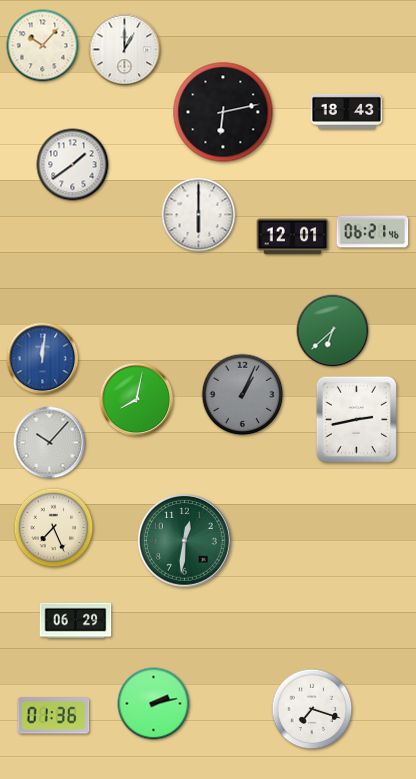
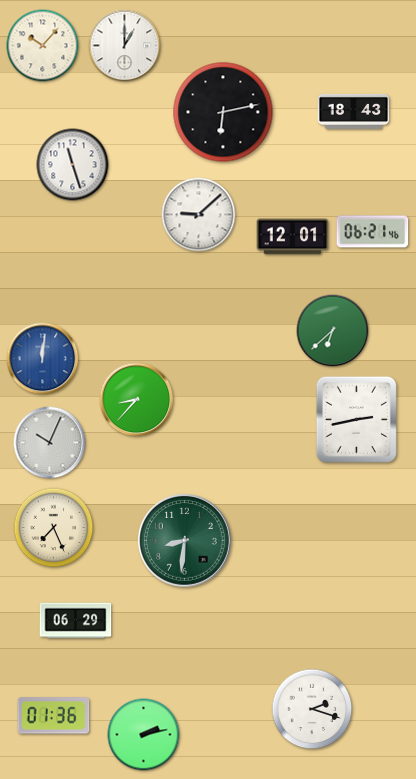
clock at (125, 50) position: (125, 50) -> (125, 46)
clock at (347, 111) position: (347, 111) -> (354, 111)
clock at (73, 165): 1:39 -> 11:27
clock at (199, 215): 6:00 -> 9:08
clock at (243, 395): 1:04 -> none
clock at (137, 400): 8:02 -> 8:37
clock at (50, 443): 10:07 -> 10:04
clock at (185, 541): 12:31 -> 8:31
clock at (154, 704) position: (154, 704) -> (144, 735)
clock at (312, 709): 7:18 -> 2:18
